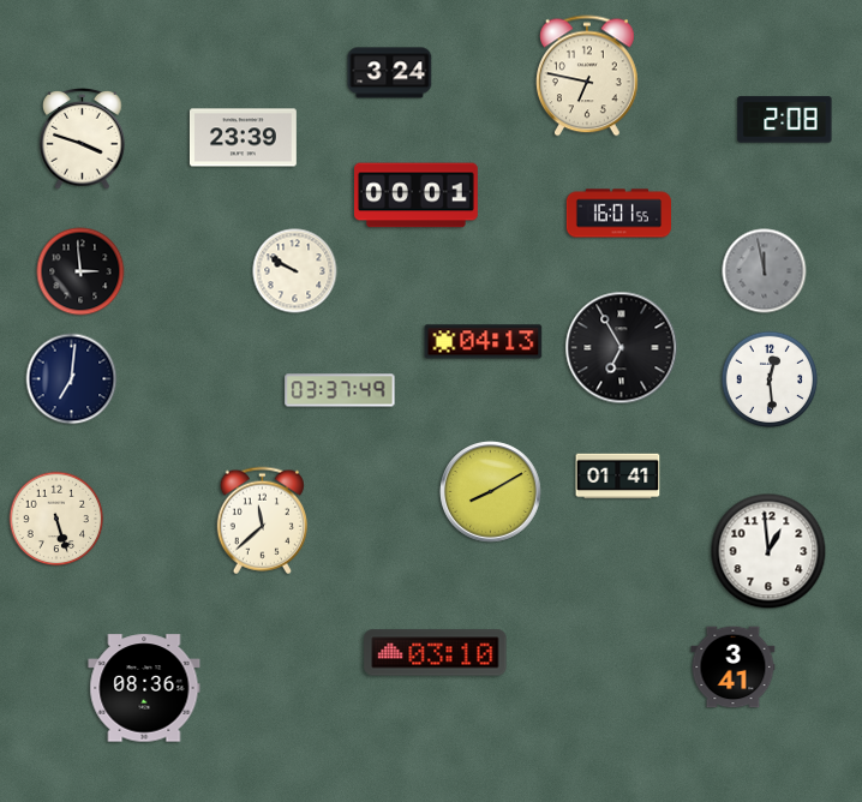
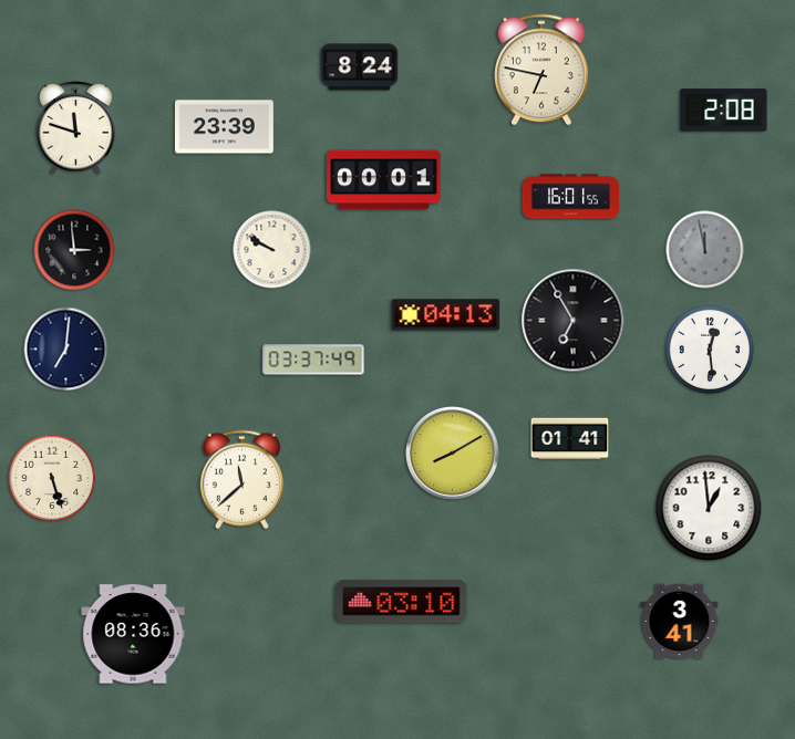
clock at (390, 73): 3:24 -> 8:24
clock at (83, 139): 3:48 -> 11:48
clock at (734, 668) position: (734, 668) -> (680, 622)
